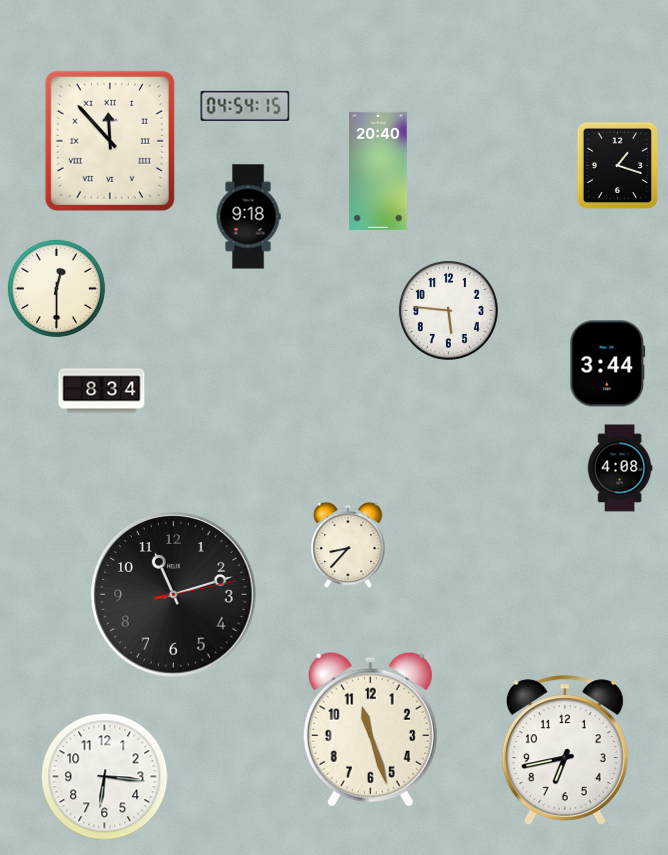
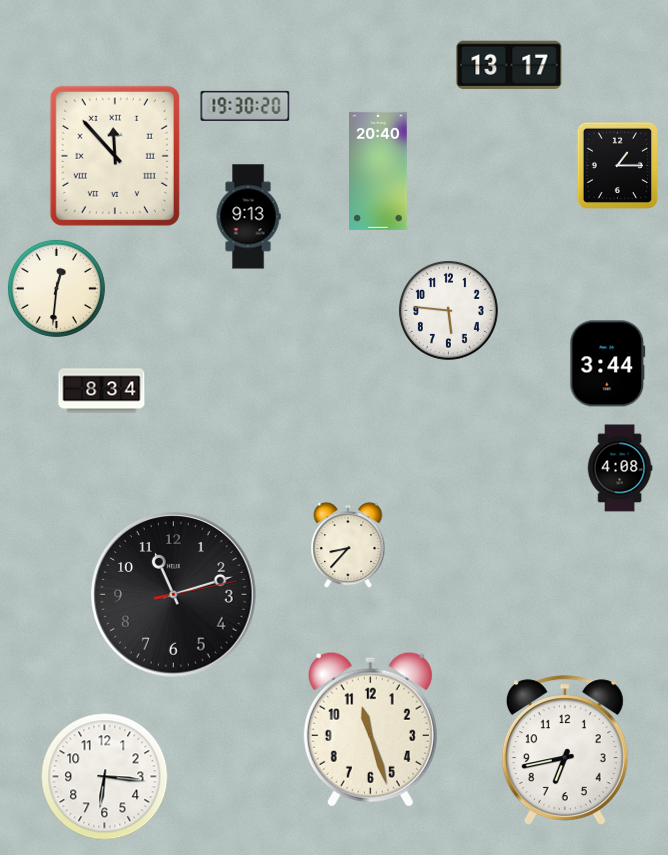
clock at (509, 65): none -> 13:17
clock at (245, 106): 04:54 -> 19:30
clock at (110, 141) position: (110, 141) -> (115, 156)
clock at (617, 166): 1:18 -> 1:15
clock at (248, 217): 9:18 -> 9:13
clock at (56, 288): 12:30 -> 12:31
